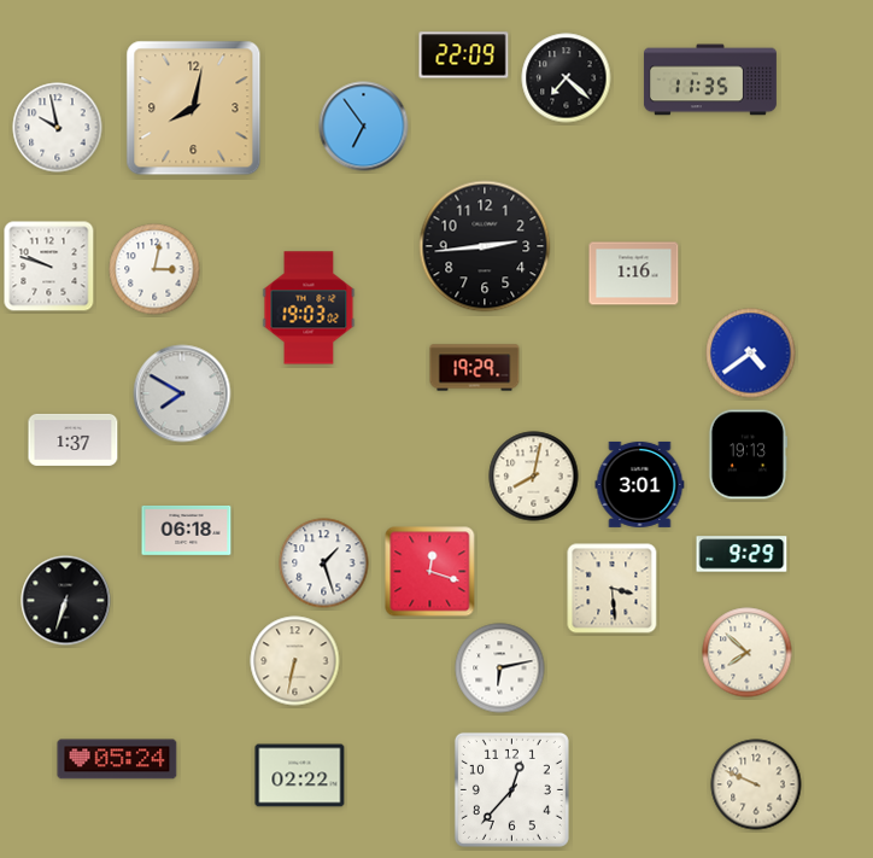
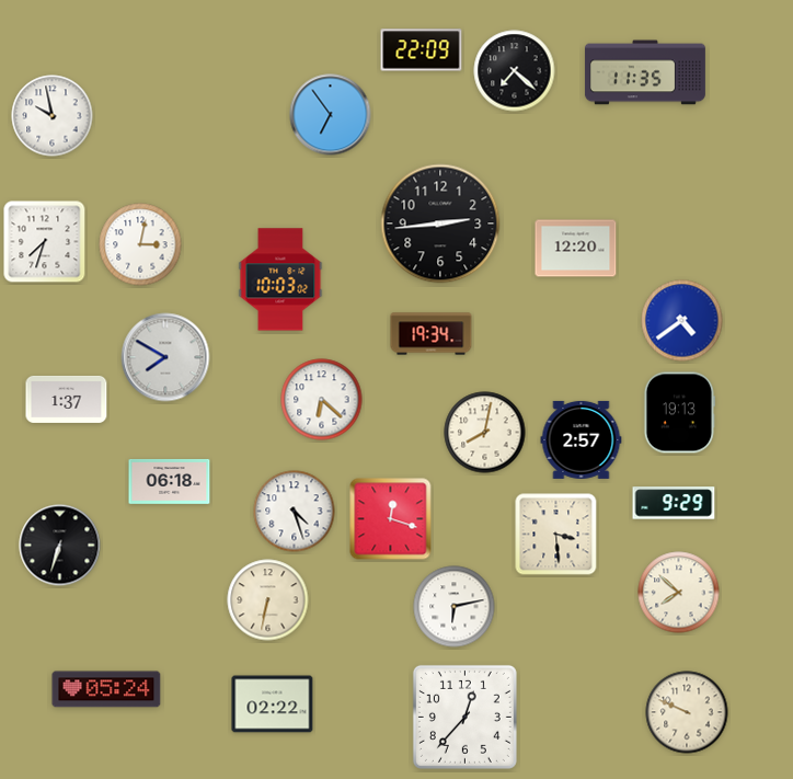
clock at (194, 109): 8:02 -> none
clock at (49, 267): 9:48 -> 7:33
clock at (634, 274): 1:16 -> 12:20
clock at (309, 308): 19:03 -> 10:03
clock at (475, 368): 19:29 -> 19:34
clock at (322, 400): none -> 6:22
clock at (640, 484): 3:01 -> 2:57
clock at (324, 564): 1:27 -> 4:27
